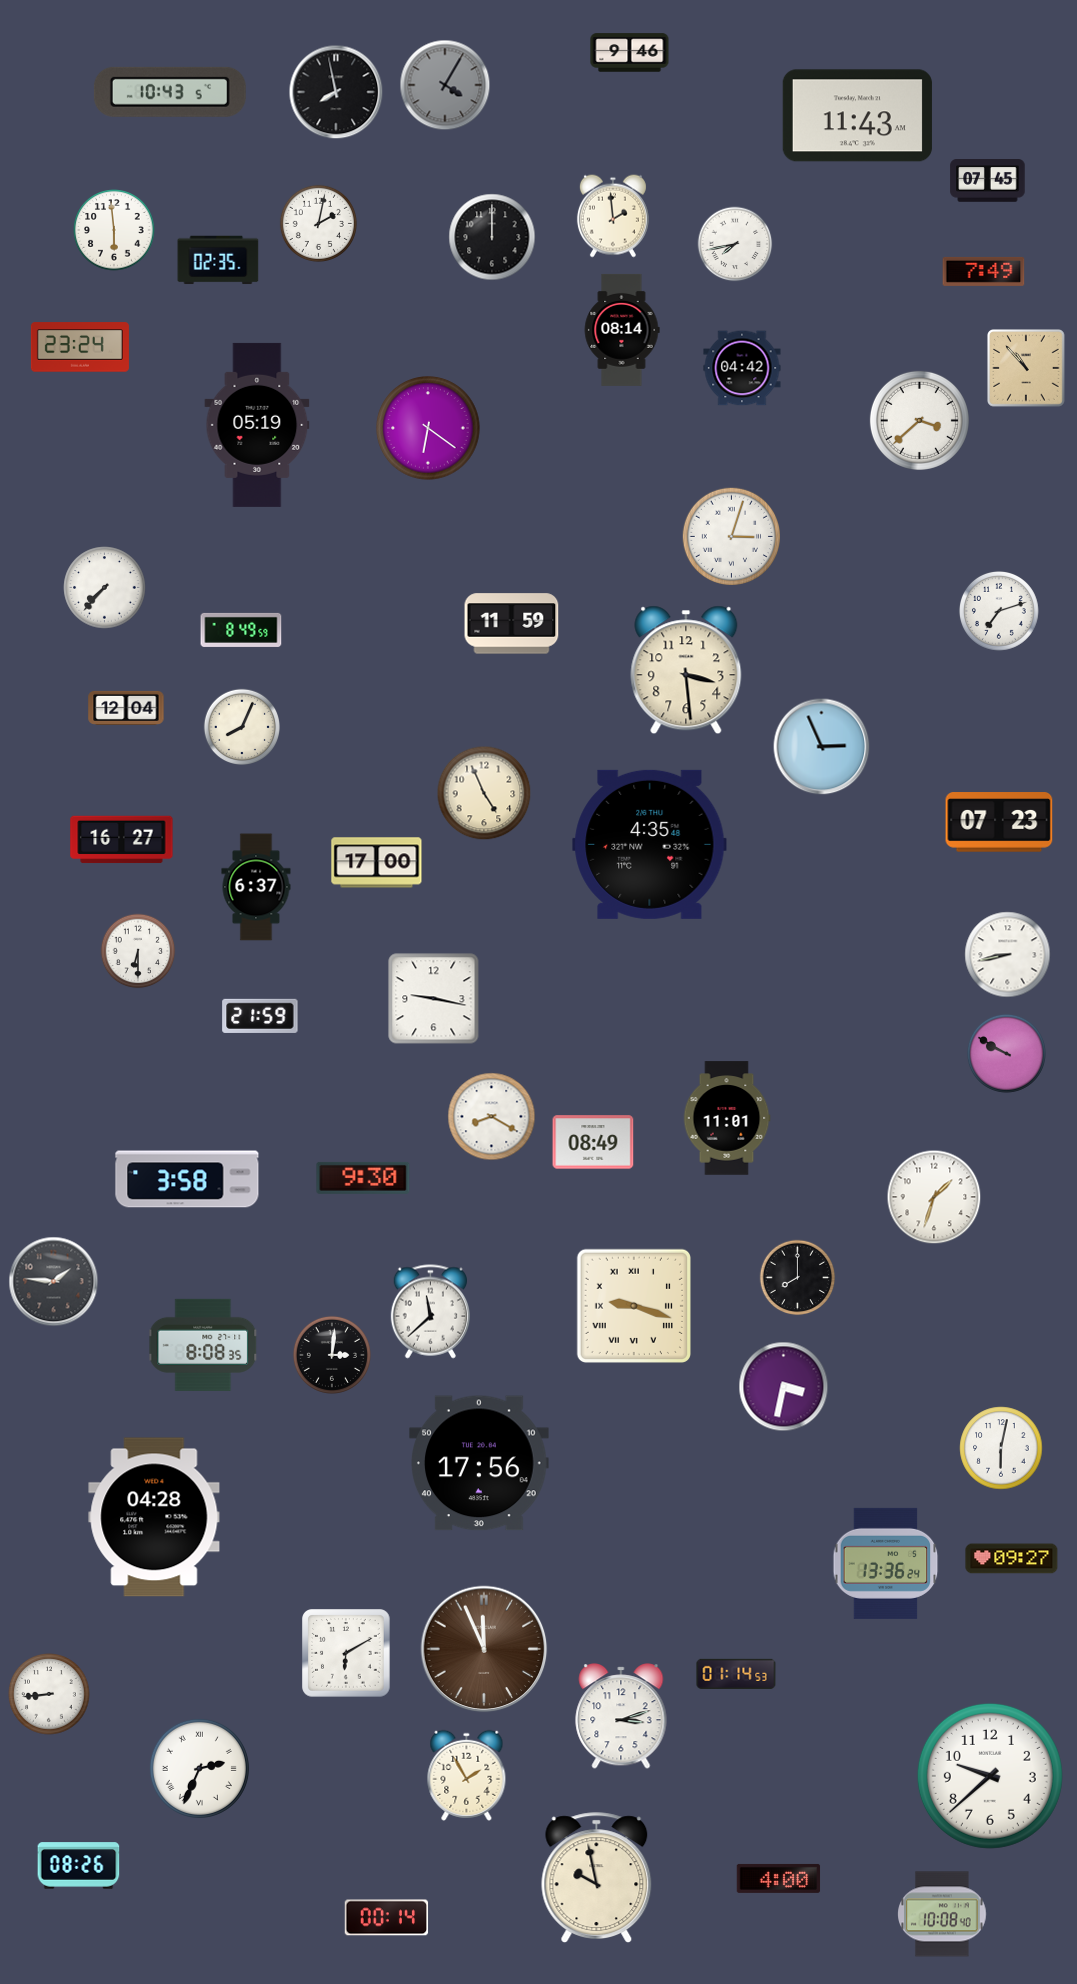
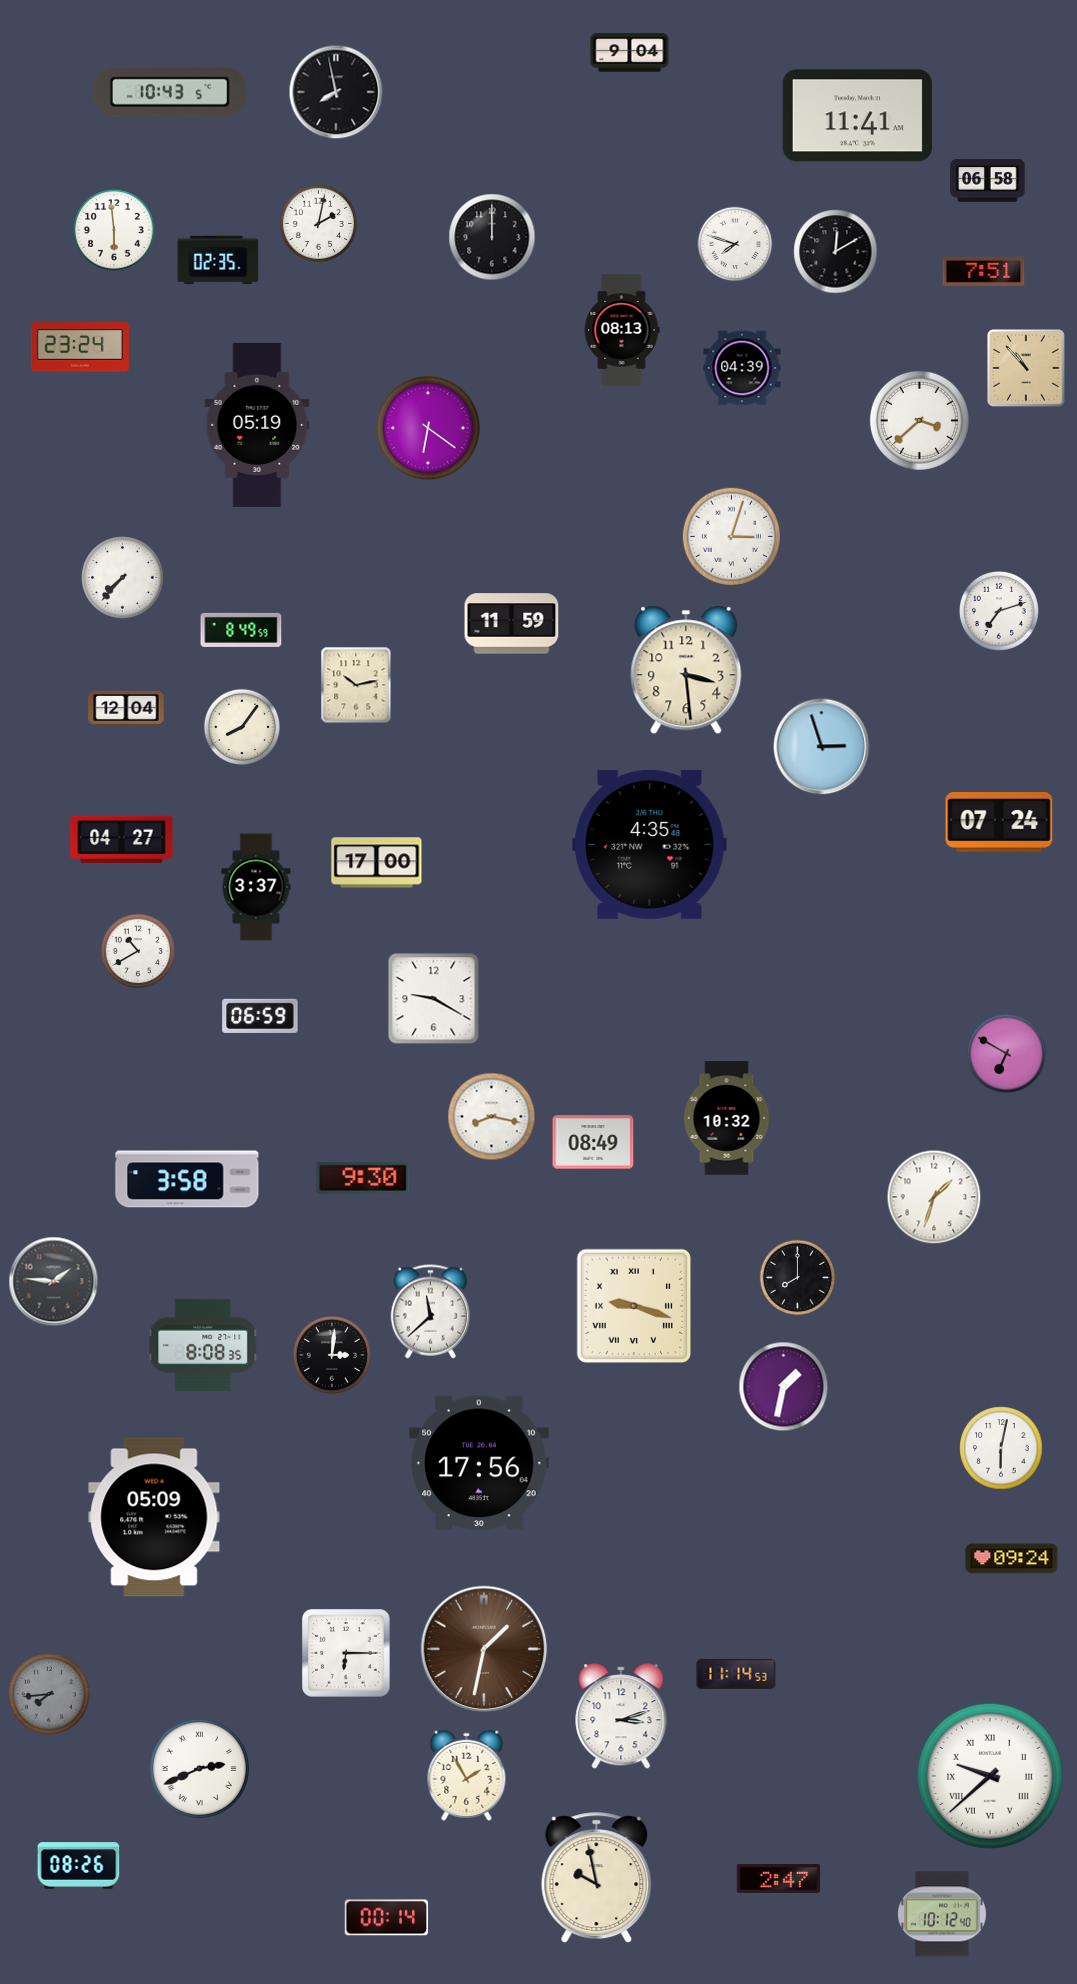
clock at (630, 53): 9:46 -> 9:04
clock at (445, 85): 4:05 -> none
clock at (857, 116): 11:43 -> 11:41
clock at (988, 181): 07:45 -> 06:58
clock at (613, 216): 1:59 -> none
clock at (735, 244): 7:43 -> 7:48
clock at (836, 252): none -> 12:10
clock at (984, 271): 7:49 -> 7:51
clock at (622, 330): 08:14 -> 08:13
clock at (742, 368): 04:42 -> 04:39
clock at (105, 588) position: (105, 588) -> (123, 578)
clock at (356, 685): none -> 10:13
clock at (241, 726): 8:04 -> 8:06
clock at (822, 747): 2:56 -> 2:57
clock at (484, 793): 4:56 -> none
clock at (999, 822): 07:23 -> 07:24
clock at (122, 840): 16:27 -> 04:27
clock at (256, 887): 6:37 -> 3:37
clock at (138, 951): 6:30 -> 10:40
clock at (1008, 955): 8:43 -> none
clock at (434, 999): 9:17 -> 9:20
clock at (260, 1016): 21:59 -> 06:59
clock at (1006, 1053): 9:50 -> 6:50
clock at (492, 1117): 8:20 -> 8:17
clock at (727, 1118): 11:01 -> 10:32
clock at (784, 1387): 3:32 -> 1:32
clock at (154, 1517): 04:28 -> 05:09
clock at (1012, 1559): 09:27 -> 09:24
clock at (886, 1563): 13:36 -> none
clock at (484, 1649): 11:56 -> 1:32
clock at (346, 1653): 6:10 -> 6:15
clock at (736, 1674): 01:14 -> 11:14
clock at (49, 1694): 8:44 -> 7:44
clock at (49, 1694) dial: white -> grey
clock at (199, 1768): 2:34 -> 2:41
clock at (990, 1776) numerals: Arabic -> Roman
clock at (779, 1878): 4:00 -> 2:47
clock at (942, 1914): 10:08 -> 10:12
